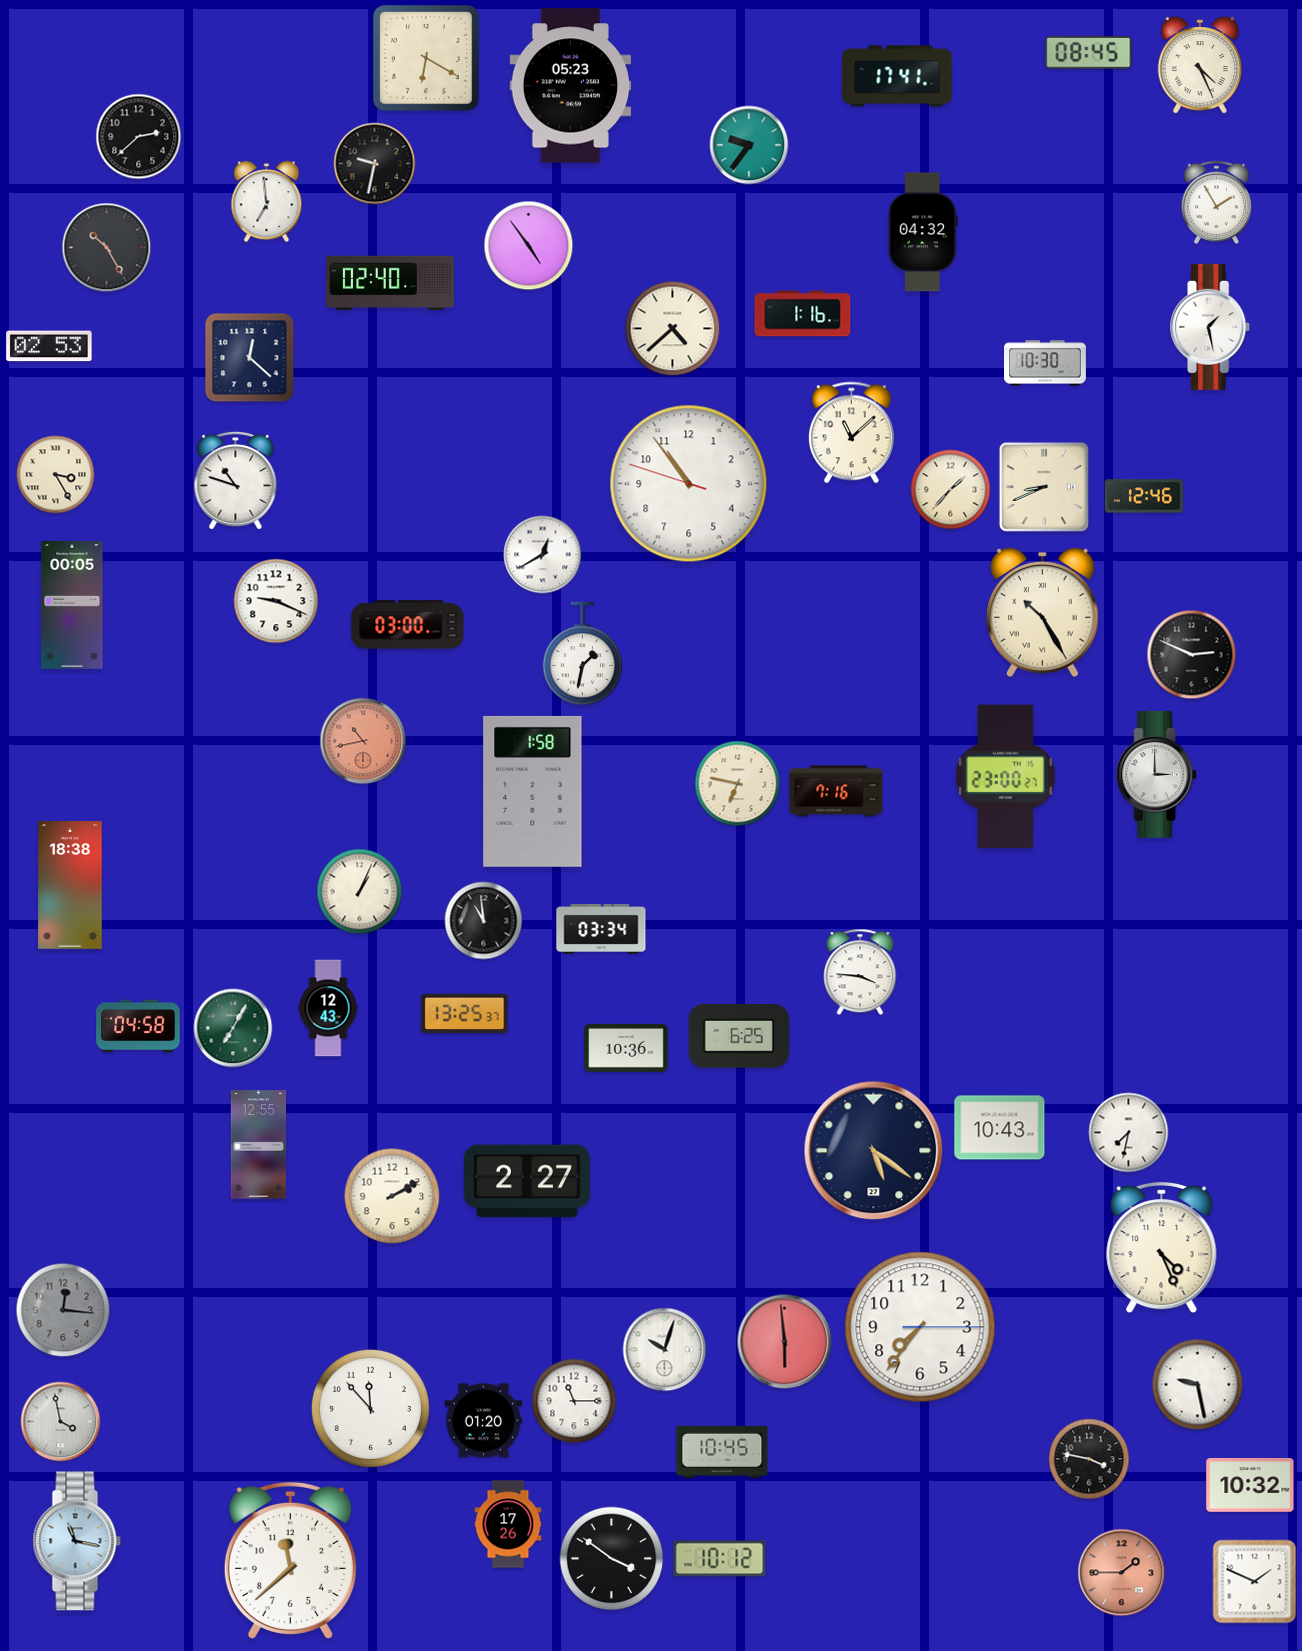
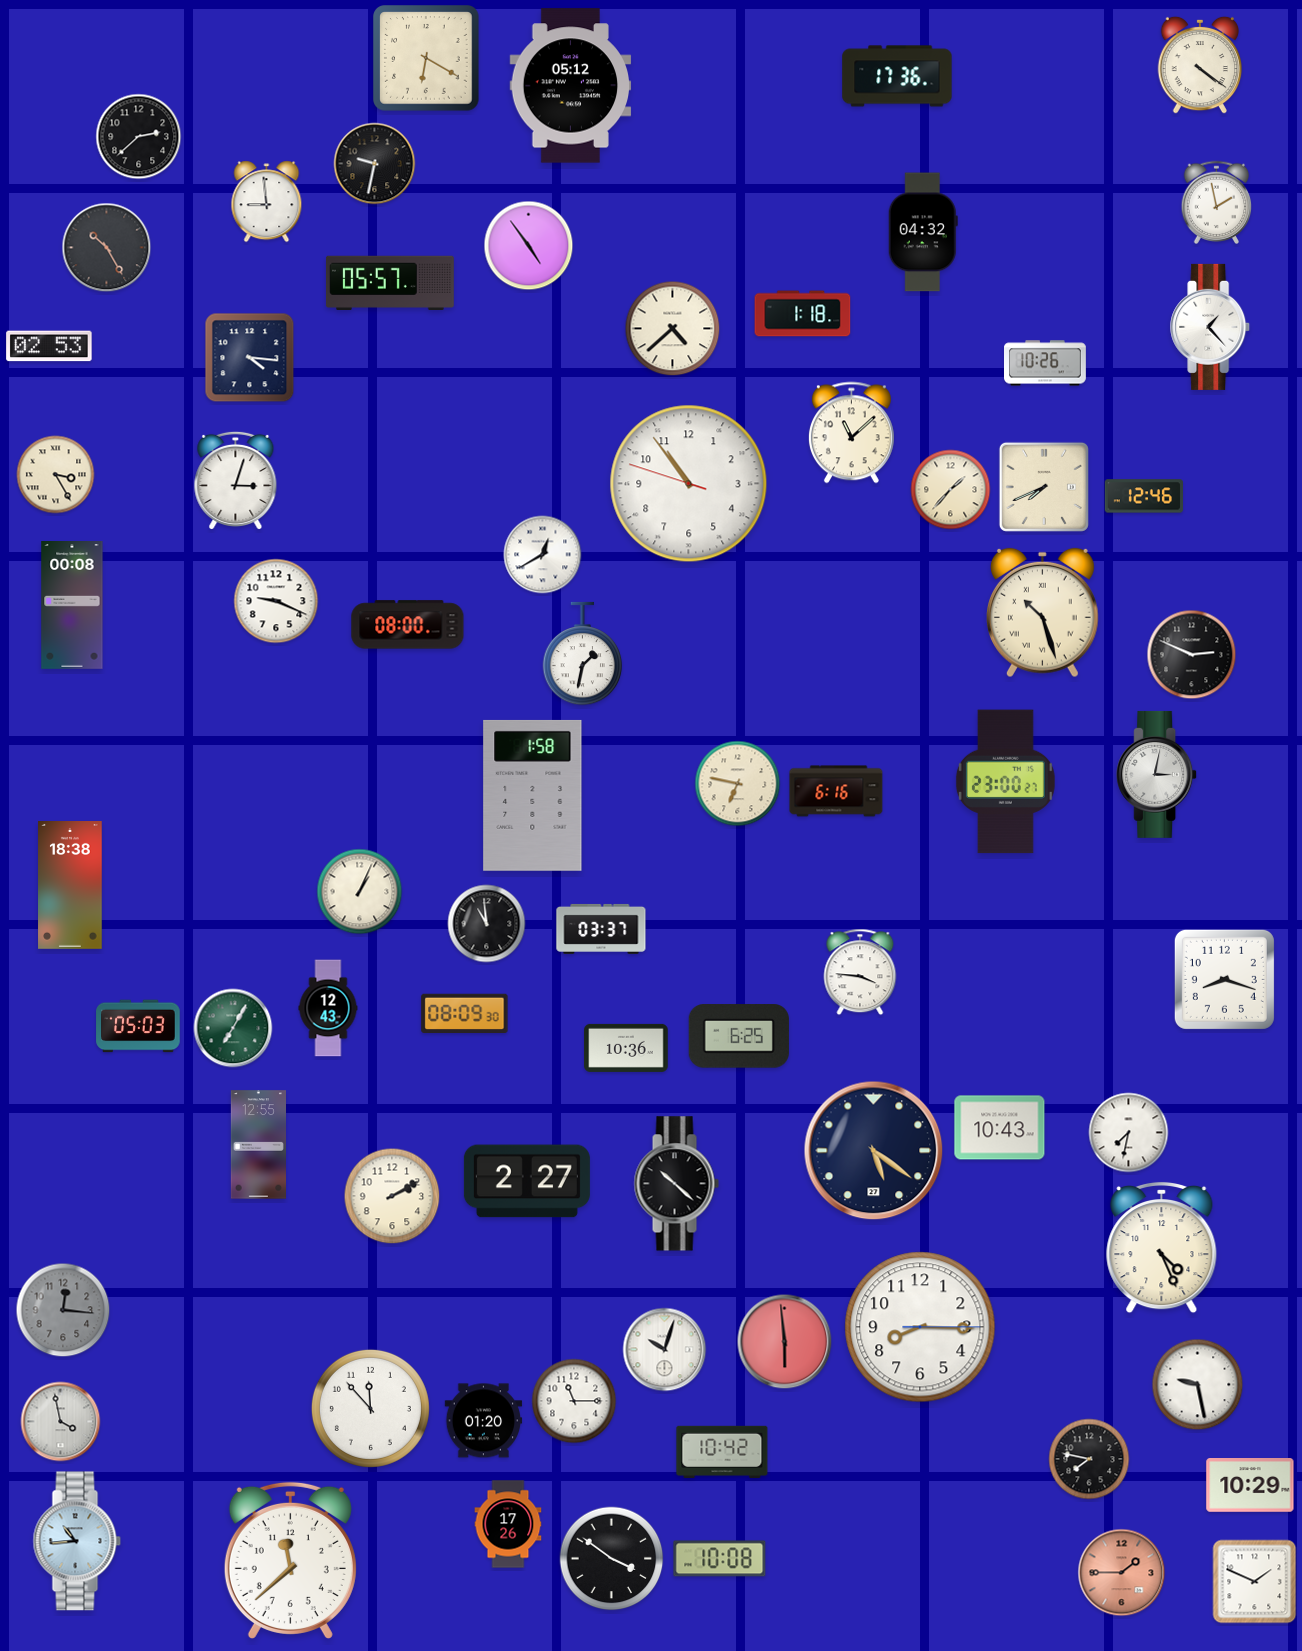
clock at (1089, 53): 08:45 -> none
clock at (1200, 65): 4:26 -> 4:21
clock at (897, 76): 17:41 -> 17:36
clock at (571, 86): 05:23 -> 05:12
clock at (749, 145): 9:36 -> none
clock at (267, 202): 6:59 -> 8:59
clock at (1217, 202): 1:55 -> 1:58
clock at (390, 282): 02:40 -> 05:57
clock at (803, 314): 1:16 -> 1:18
clock at (1211, 327): 1:28 -> 1:23
clock at (250, 358): 12:22 -> 4:16
clock at (1046, 363): 10:30 -> 10:26
clock at (236, 480): 10:48 -> 3:03
clock at (1044, 487): 8:41 -> 7:41
clock at (72, 606): 00:05 -> 00:08
clock at (1042, 613): 10:25 -> 10:27
clock at (408, 625): 03:00 -> 08:00
clock at (363, 741): 10:43 -> none
clock at (1157, 774): 3:00 -> 3:02
clock at (1005, 777) position: (1005, 777) -> (1005, 782)
clock at (533, 791) position: (533, 791) -> (533, 795)
clock at (836, 791): 7:16 -> 6:16
clock at (484, 921) position: (484, 921) -> (487, 924)
clock at (601, 929): 03:34 -> 03:37
clock at (1224, 979): none -> 8:18
clock at (465, 1013): 13:25 -> 08:09
clock at (138, 1026): 04:58 -> 05:03
clock at (676, 1184): none -> 10:22
clock at (920, 1327): 7:36 -> 8:15
clock at (722, 1452): 10:45 -> 10:42
clock at (1089, 1459): 3:47 -> 7:47
clock at (1250, 1486): 10:32 -> 10:29
clock at (77, 1541): 11:17 -> 10:44
clock at (720, 1559): 10:12 -> 10:08
